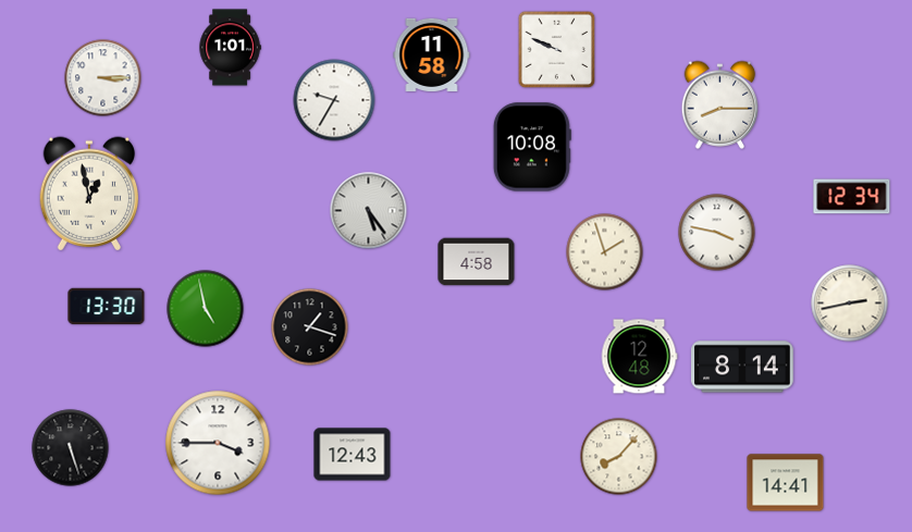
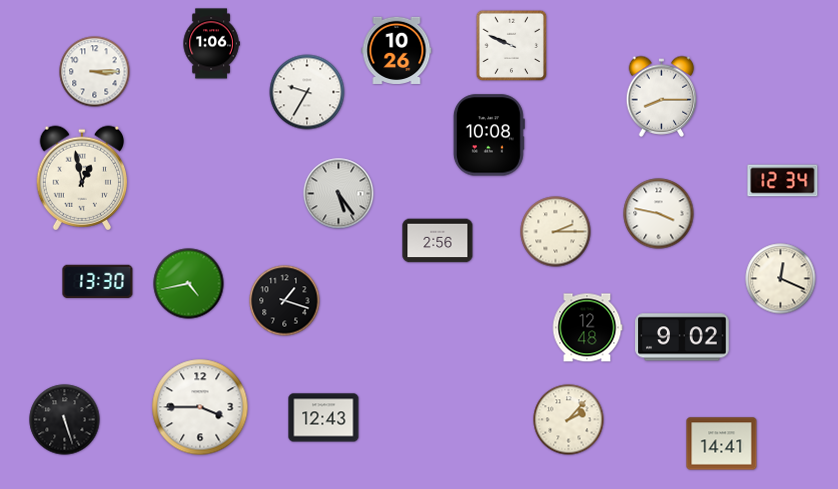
clock at (230, 48): 1:01 -> 1:06
clock at (432, 54): 11:58 -> 10:26
clock at (605, 252): 1:57 -> 2:15
clock at (477, 262): 4:58 -> 2:56
clock at (850, 304): 2:43 -> 12:19
clock at (206, 309): 4:58 -> 4:43
clock at (742, 367): 8:14 -> 9:02
clock at (71, 448) position: (71, 448) -> (65, 420)
clock at (619, 457): 8:07 -> 2:07
